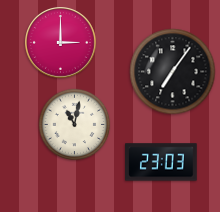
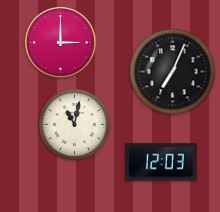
clock at (173, 72): 7:06 -> 7:04
clock at (161, 162): 23:03 -> 12:03
